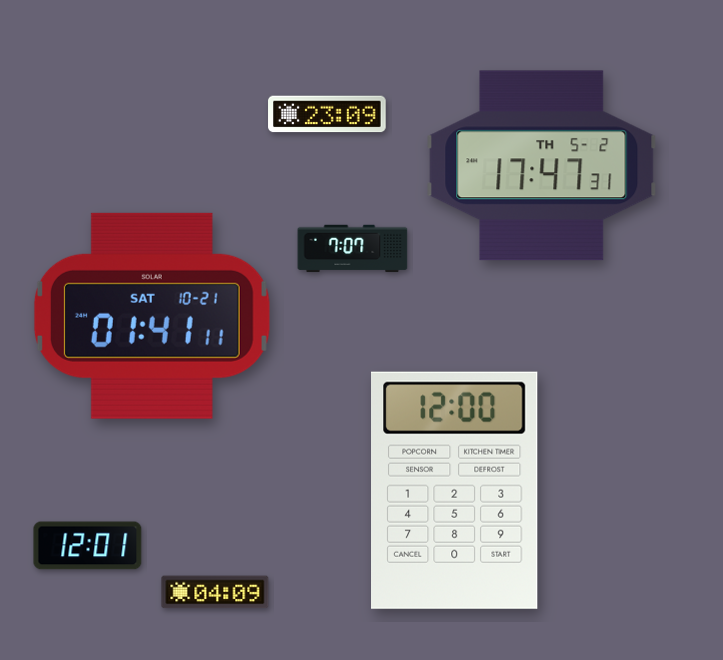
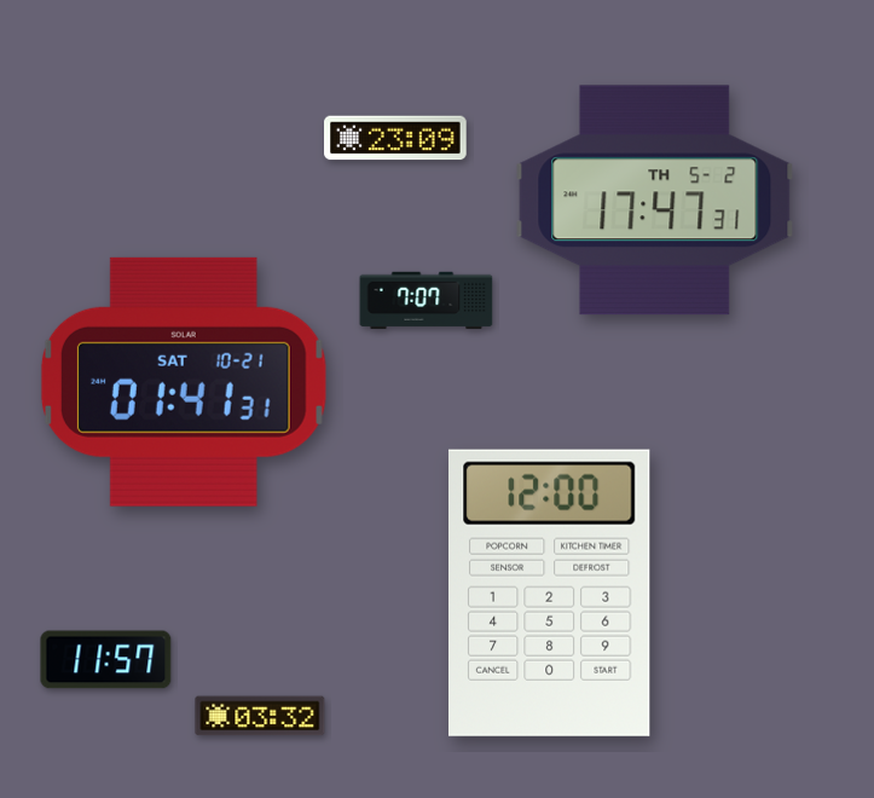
clock at (152, 316): 01:41:11 -> 01:41:31
clock at (88, 546): 12:01 -> 11:57
clock at (215, 592): 04:09 -> 03:32
